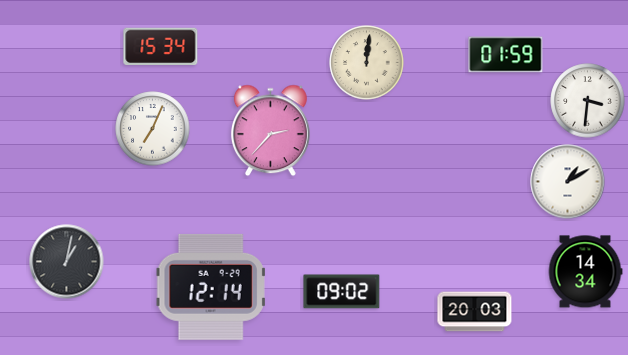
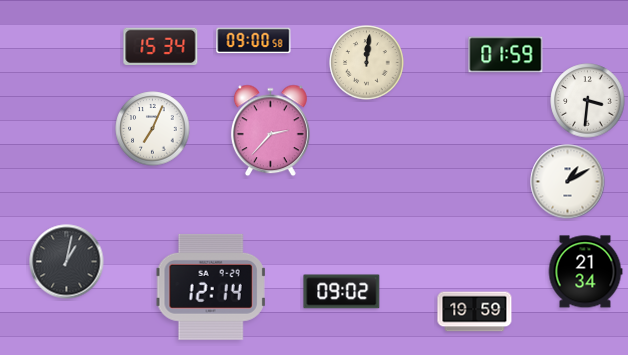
clock at (254, 41): none -> 09:00
clock at (585, 272): 14:34 -> 21:34
clock at (475, 312): 20:03 -> 19:59
